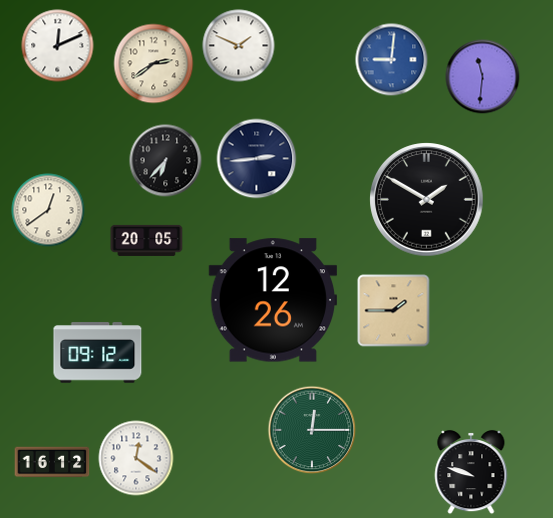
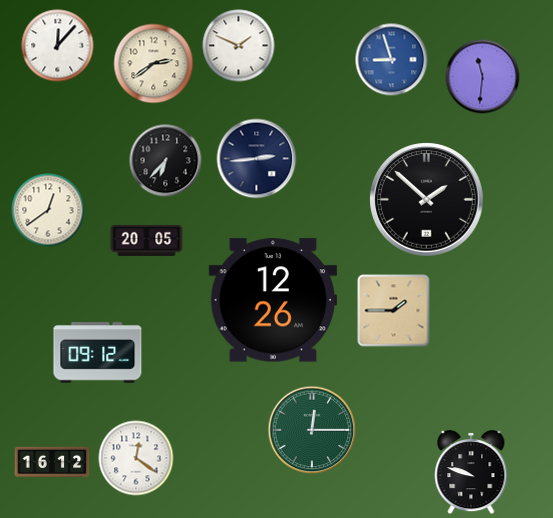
clock at (58, 46): 12:11 -> 12:07
clock at (392, 60): 9:01 -> 8:57
clock at (427, 200): 1:50 -> 1:52
